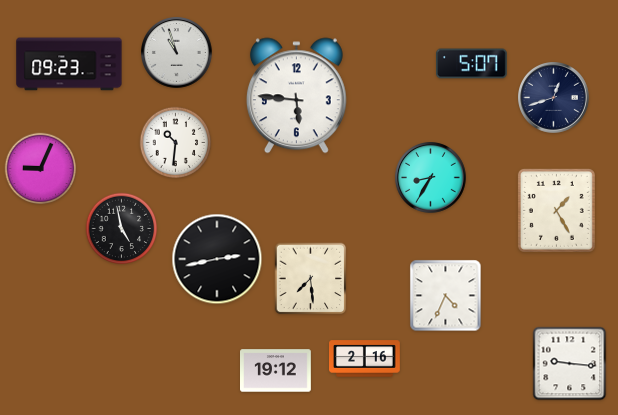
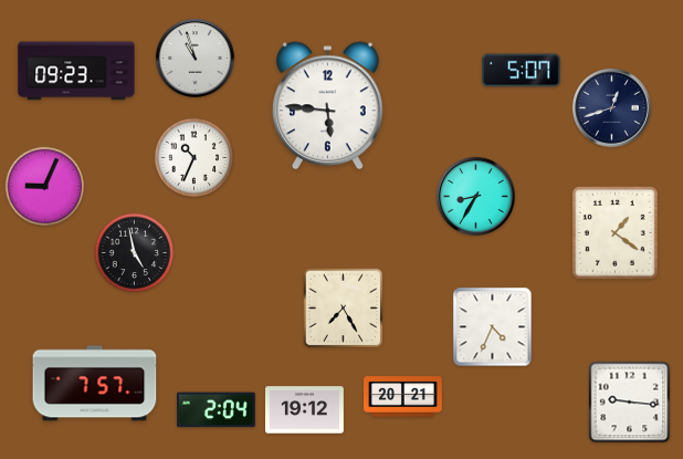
clock at (176, 143): 10:31 -> 10:34
clock at (556, 210): 1:25 -> 1:21
clock at (217, 259): 2:43 -> none
clock at (311, 279): 7:29 -> 7:25
clock at (95, 384): none -> 7:57
clock at (365, 359): 2:16 -> 20:21
clock at (216, 410): none -> 2:04
